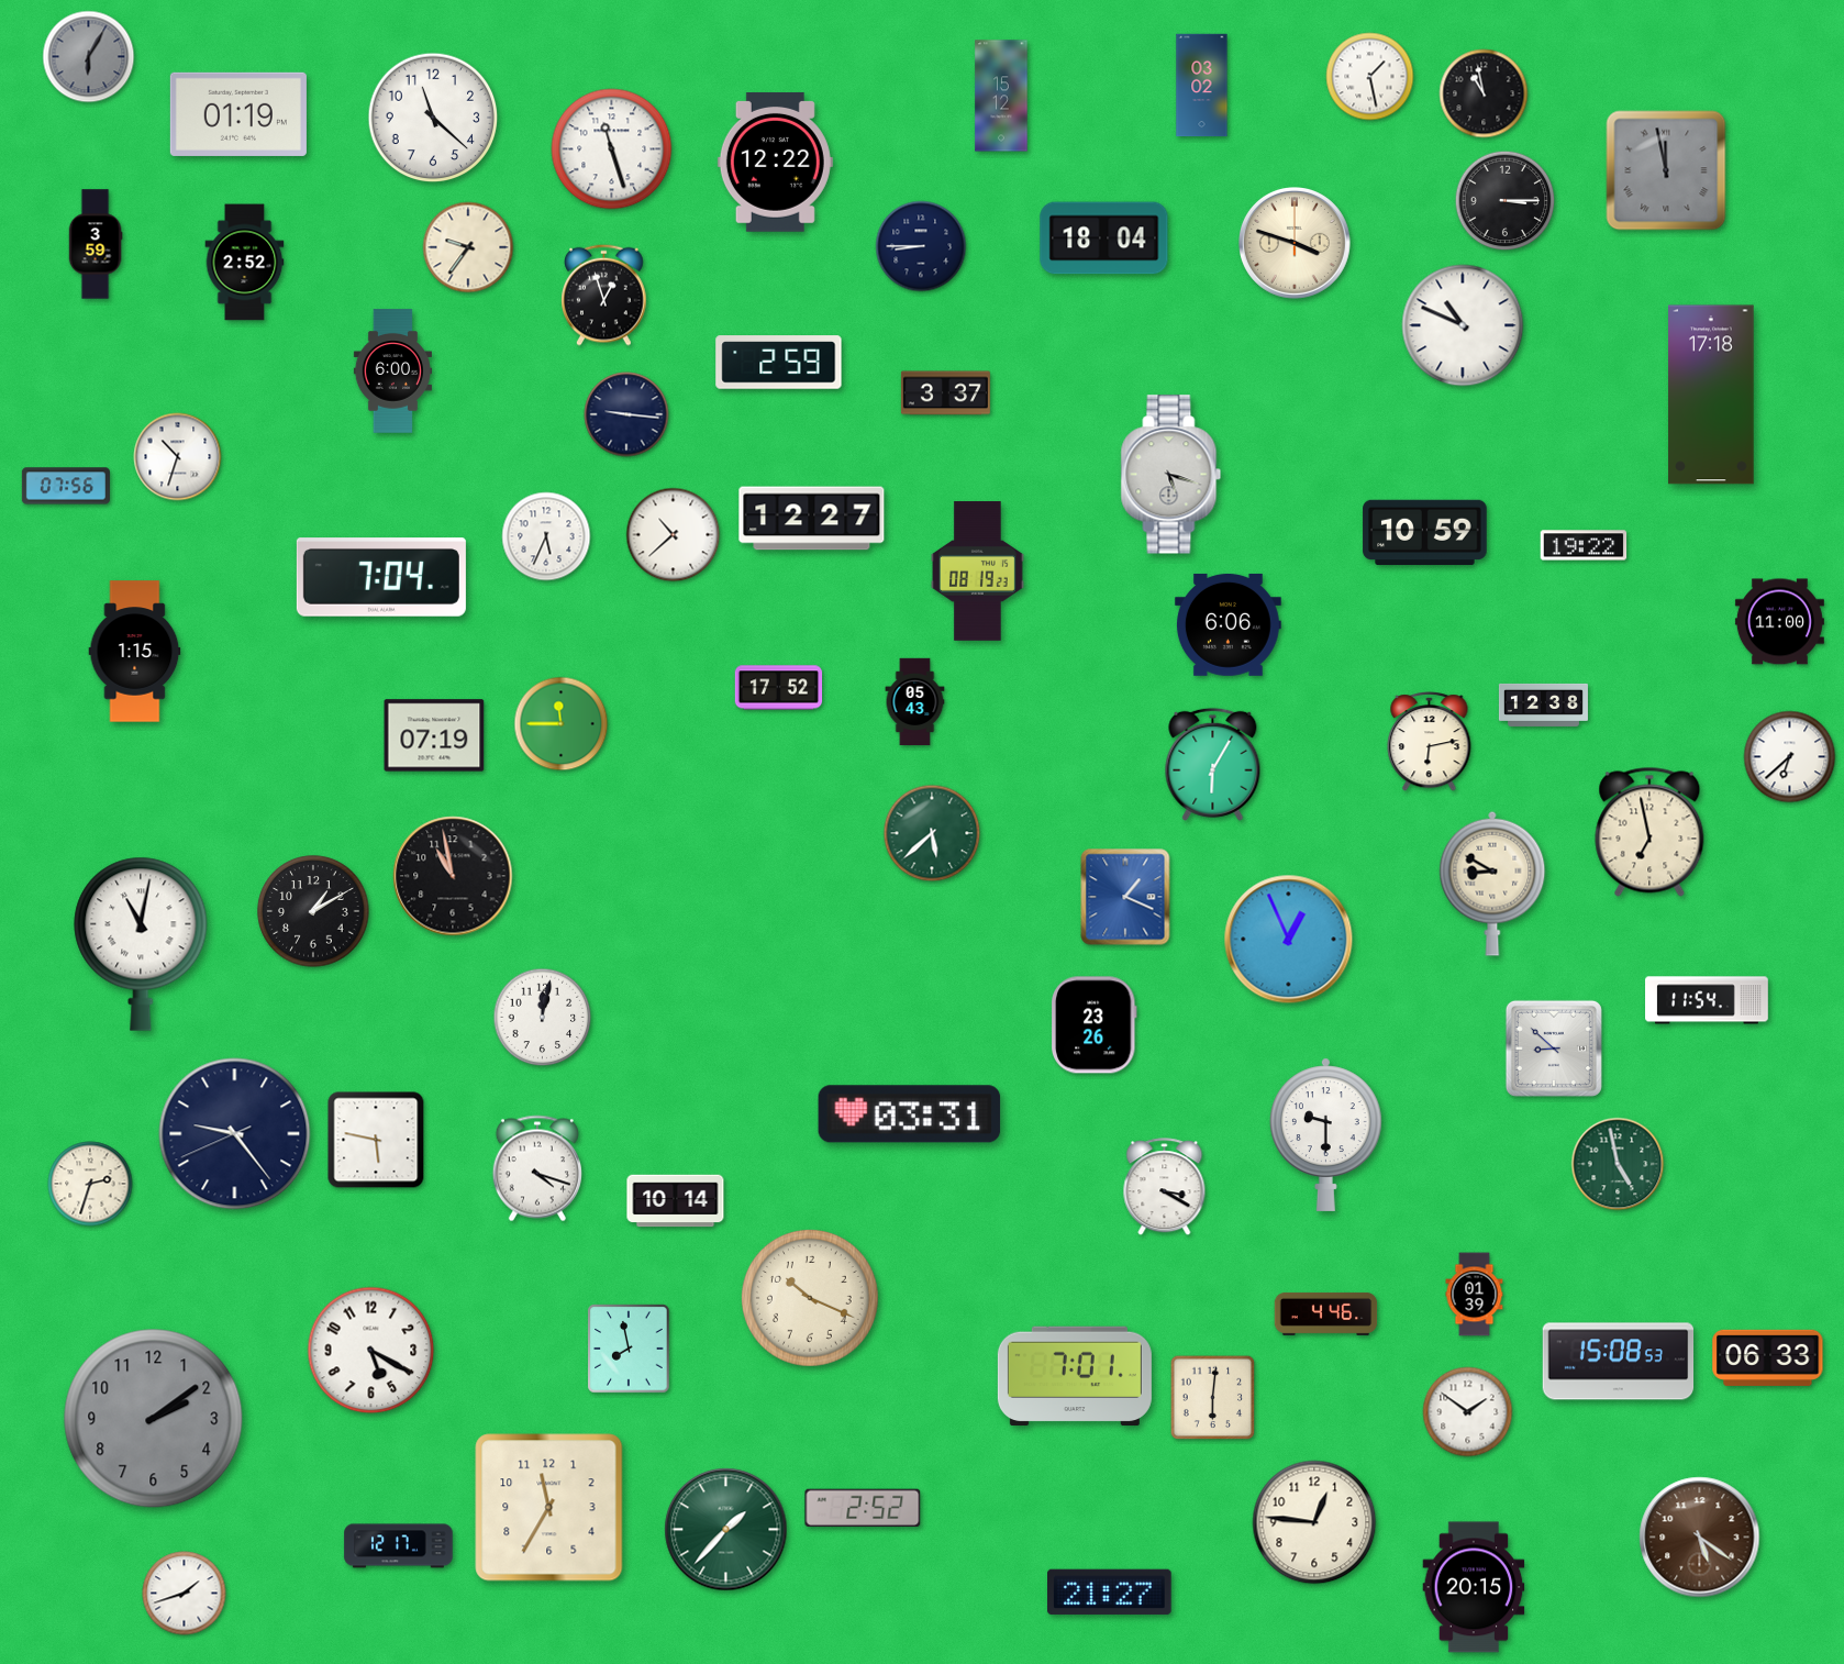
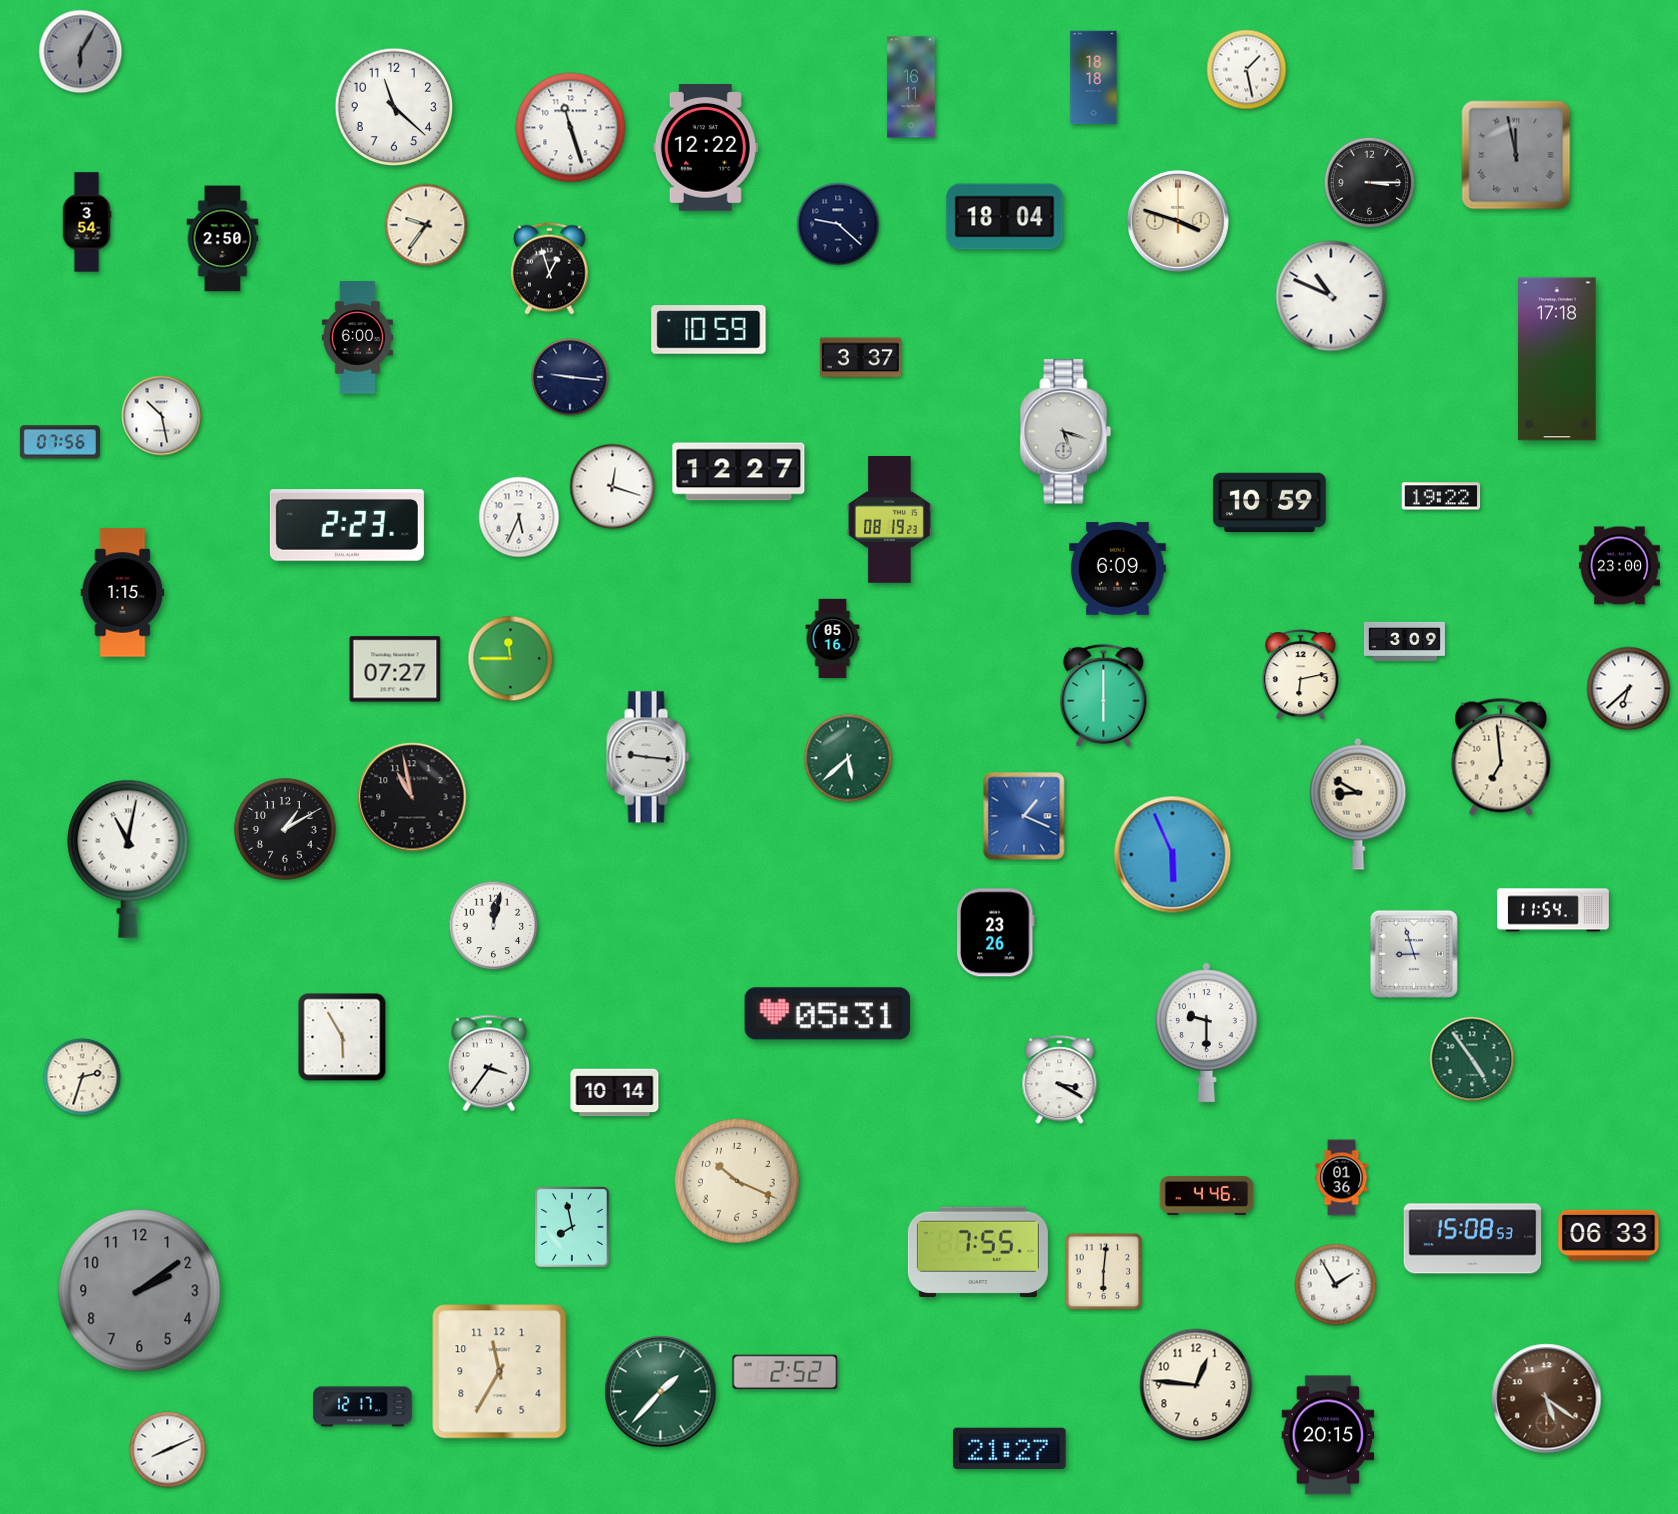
clock at (1202, 86): 03:02 -> 18:18
clock at (1484, 93): 10:58 -> none
clock at (1001, 96): 15:12 -> 16:11
clock at (238, 114): 01:19 -> none
clock at (612, 149) position: (612, 149) -> (571, 128)
clock at (96, 244): 3:59 -> 3:54
clock at (921, 246): 8:45 -> 9:22
clock at (245, 263): 2:52 -> 2:50
clock at (779, 363): 2:59 -> 10:59
clock at (178, 457): 10:33 -> 10:28
clock at (1425, 533) position: (1425, 533) -> (1270, 503)
clock at (674, 535): 10:38 -> 12:18
clock at (546, 536) position: (546, 536) -> (519, 517)
clock at (381, 577): 7:04 -> 2:23
clock at (1779, 622): 11:00 -> 23:00
clock at (1228, 624): 6:06 -> 6:09
clock at (779, 688): 17:52 -> none
clock at (915, 702): 05:43 -> 05:16
clock at (1543, 705): 12:38 -> 3:09
clock at (434, 735): 07:19 -> 07:27
clock at (1213, 764): 6:05 -> 6:00
clock at (648, 757): none -> 9:16
clock at (1649, 832): 6:58 -> 6:59
clock at (1289, 940): 12:56 -> 5:56
clock at (1554, 1049): 8:52 -> 8:57
clock at (910, 1114): 03:31 -> 05:31
clock at (235, 1134): 9:23 -> none
clock at (376, 1140): 5:47 -> 5:55
clock at (1618, 1164): 4:58 -> 4:54
clock at (537, 1168): 4:18 -> 3:36
clock at (1475, 1295): 01:39 -> 01:36
clock at (371, 1351): 5:20 -> none
clock at (1075, 1376): 7:01 -> 7:55
clock at (1468, 1412): 1:51 -> 1:55
clock at (1474, 1587) position: (1474, 1587) -> (1328, 1435)
clock at (185, 1594): 1:42 -> 8:11
